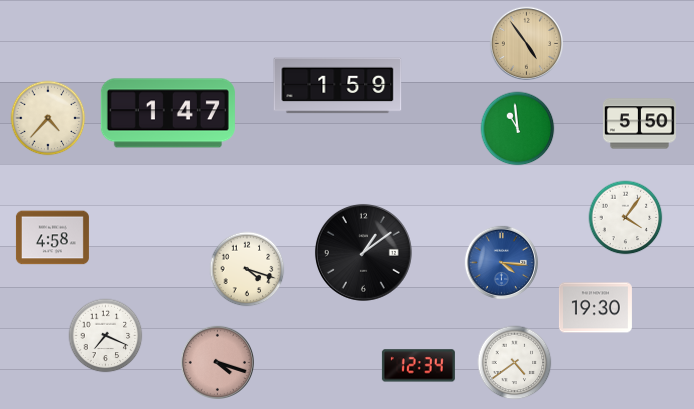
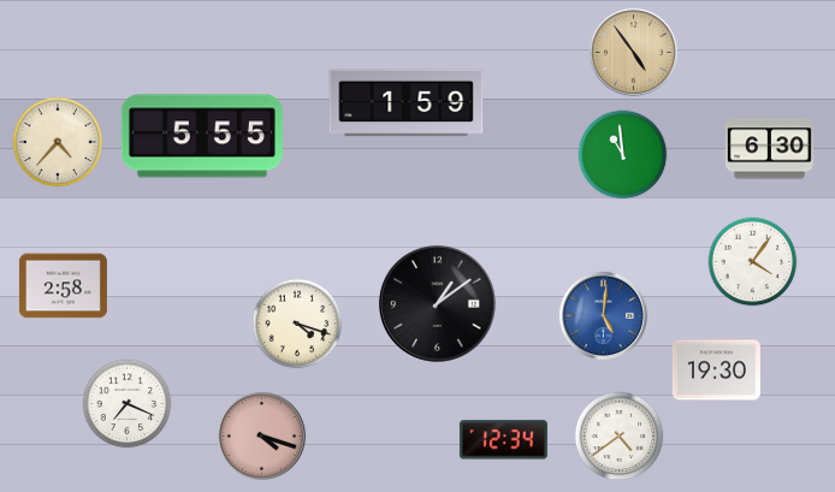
clock at (168, 113): 1:47 -> 5:55
clock at (639, 124): 5:50 -> 6:30
clock at (52, 238): 4:58 -> 2:58
clock at (501, 262): 4:16 -> 5:01
